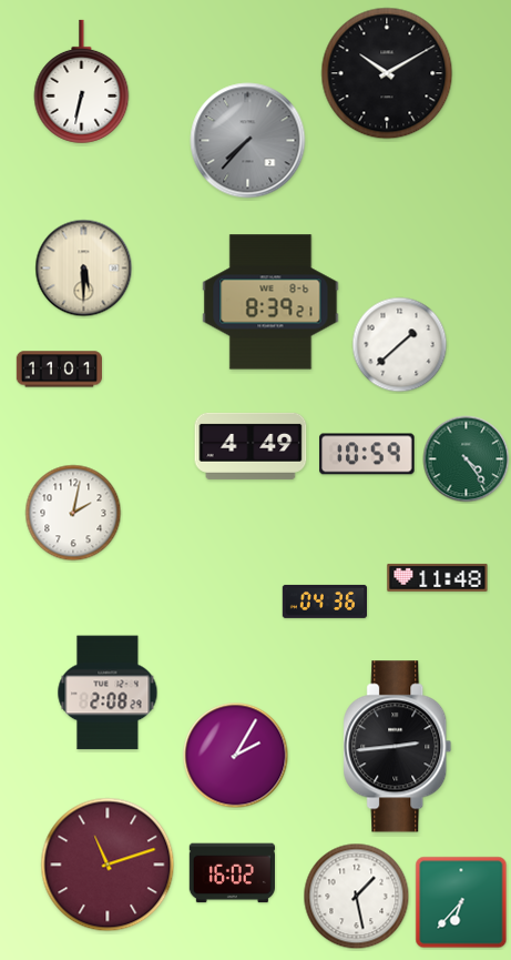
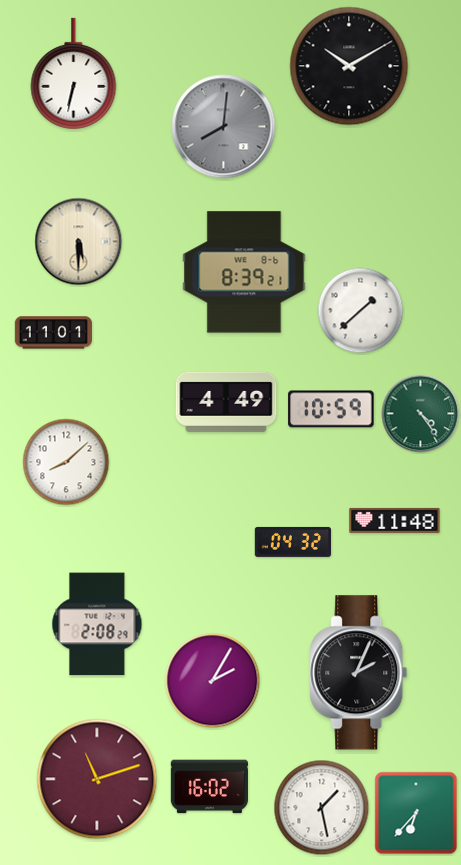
clock at (248, 141): 7:37 -> 8:01
clock at (84, 269) position: (84, 269) -> (79, 242)
clock at (73, 513): 2:02 -> 8:08
clock at (324, 602): 04:36 -> 04:32
clock at (398, 747): 2:44 -> 2:04
